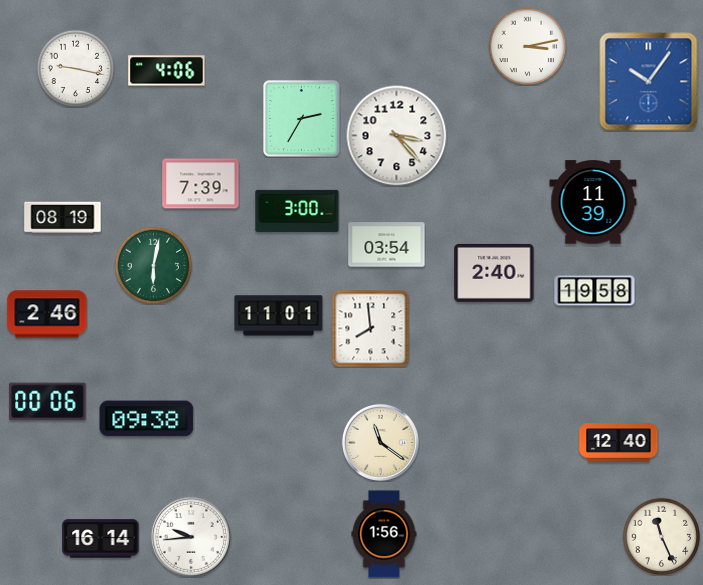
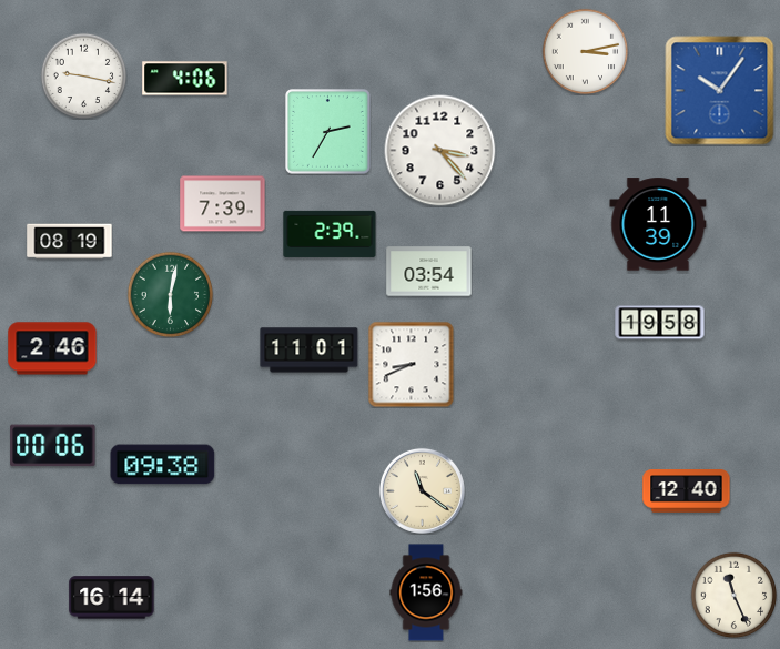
clock at (302, 119) position: (302, 119) -> (328, 132)
clock at (297, 211): 3:00 -> 2:39
clock at (494, 273): 2:40 -> none
clock at (370, 328): 7:59 -> 8:41
clock at (191, 537): 9:44 -> none
